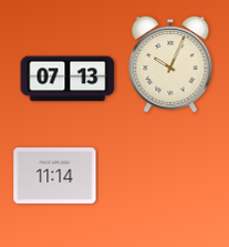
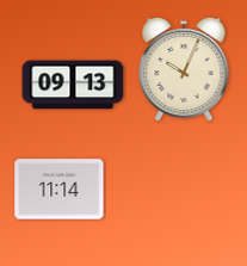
clock at (67, 79): 07:13 -> 09:13
